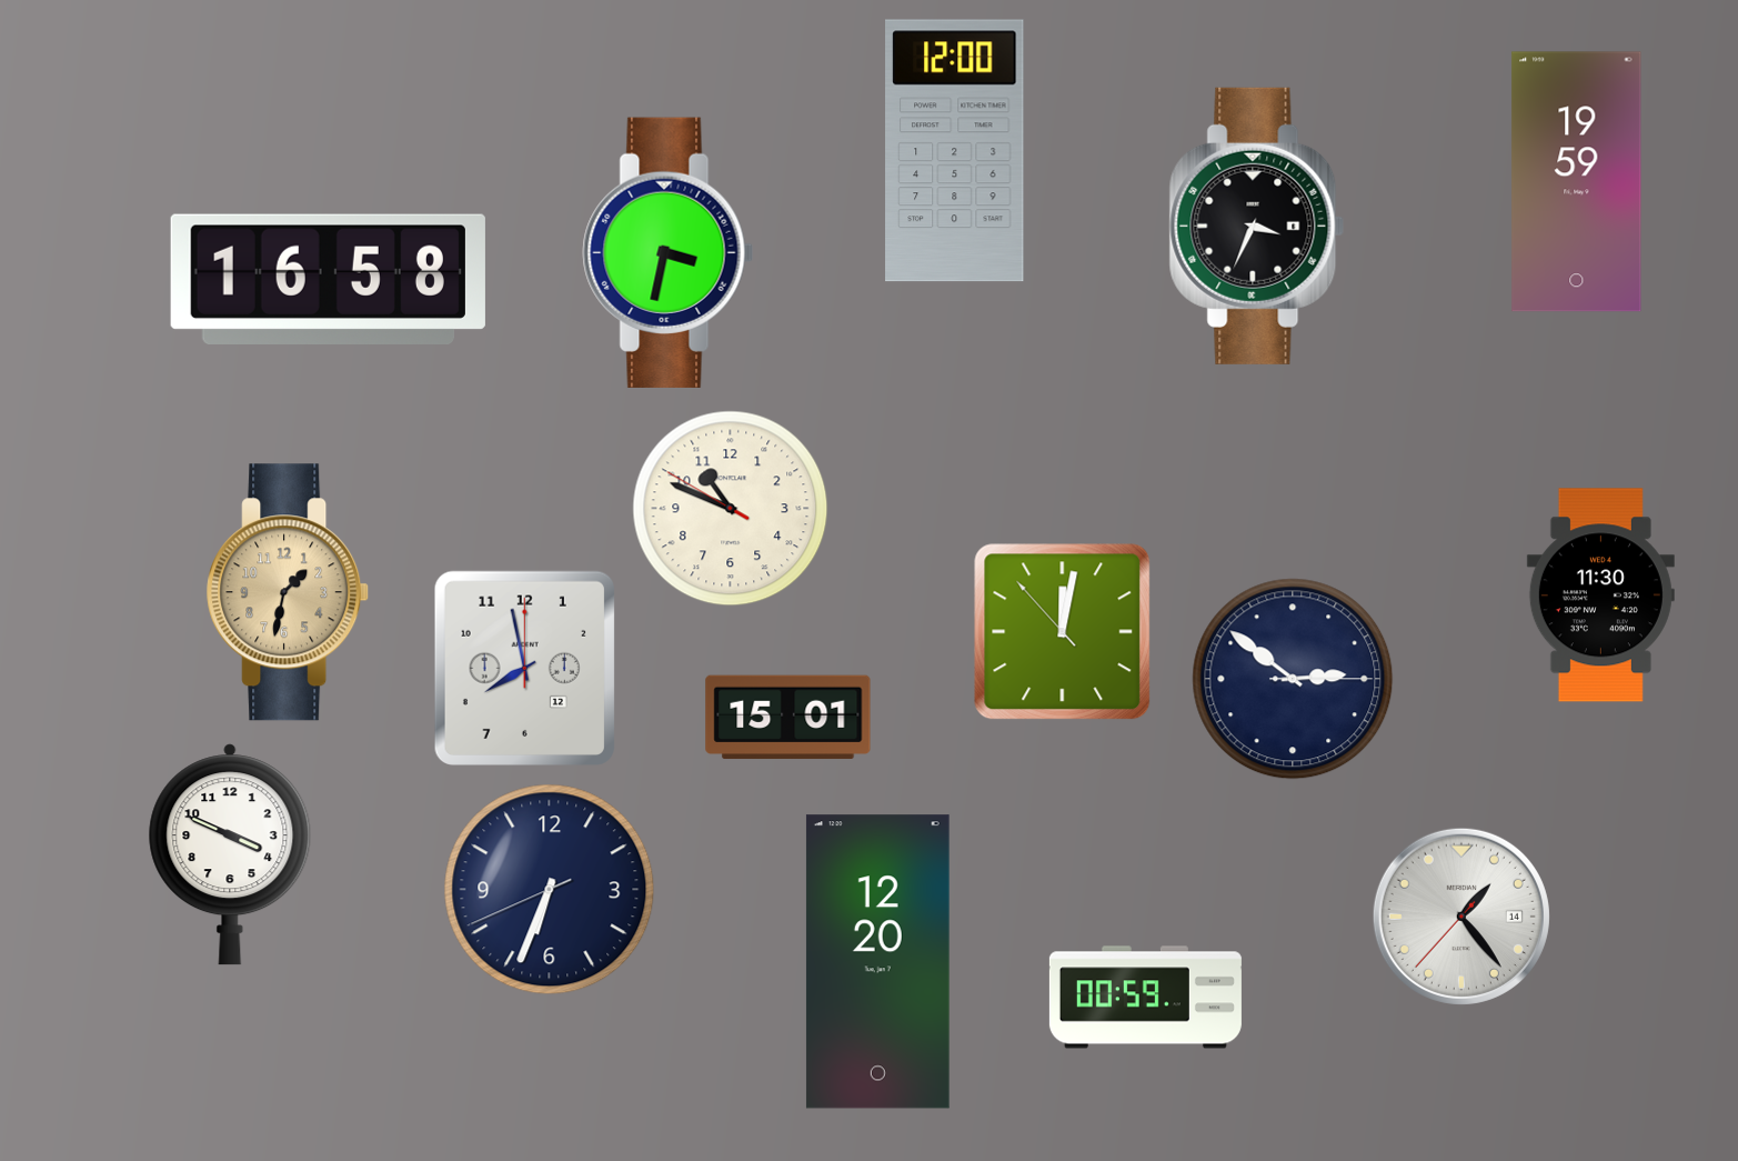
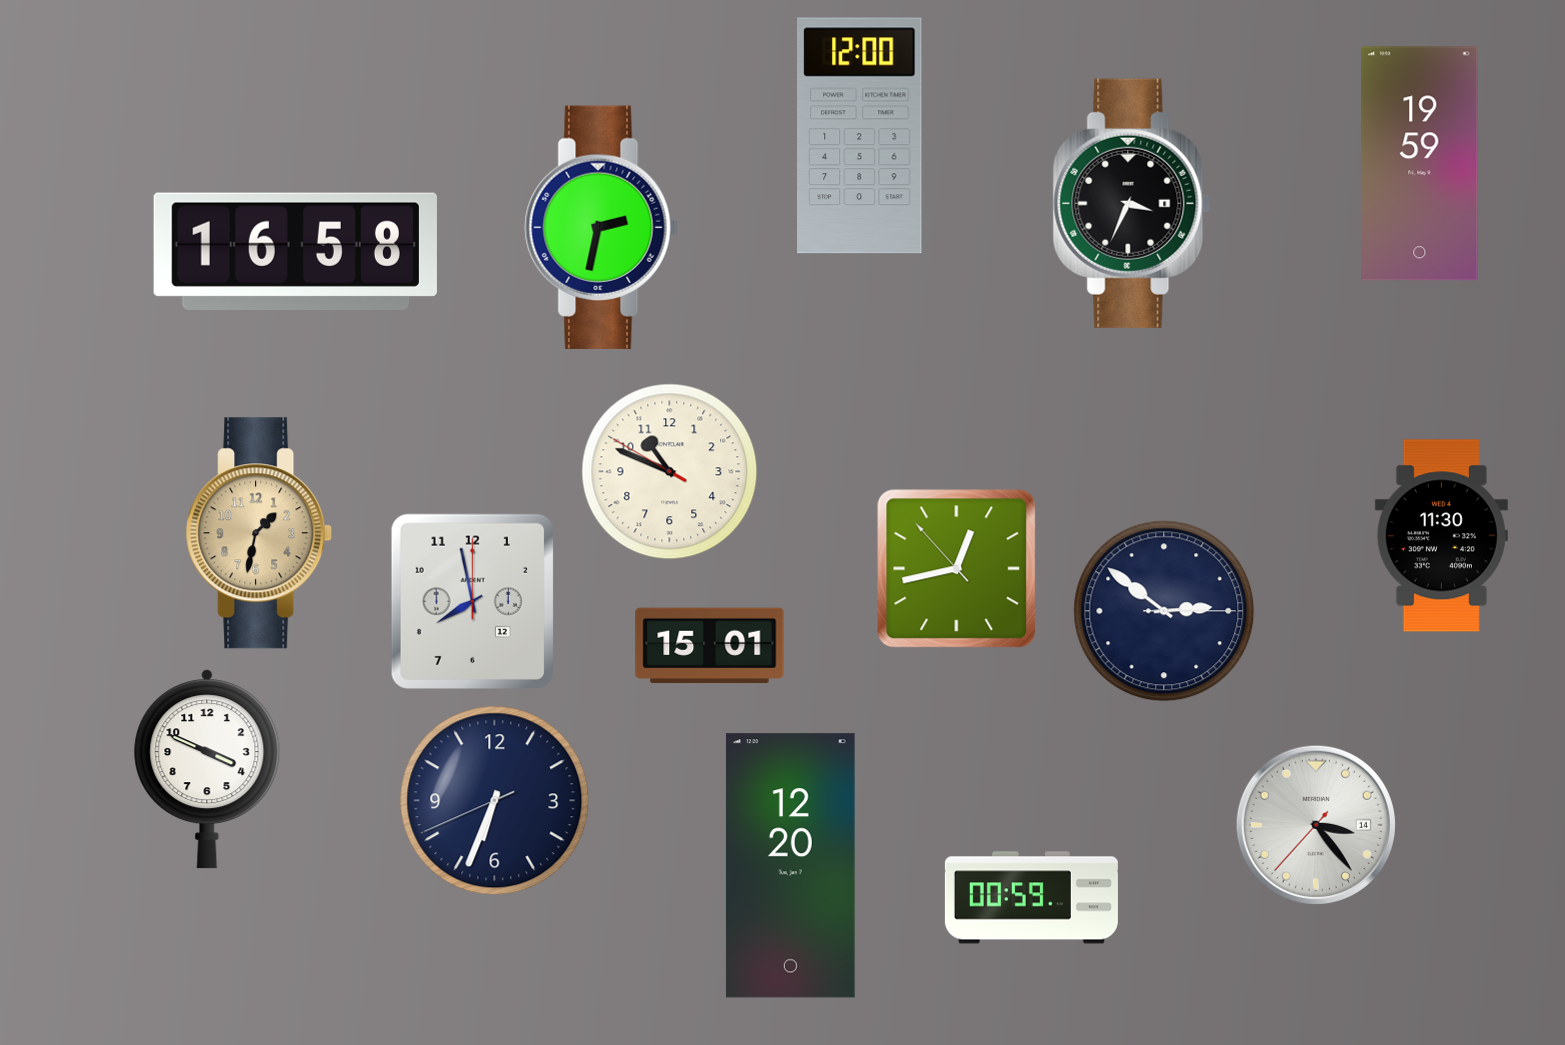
clock at (669, 252): 3:32 -> 2:32
clock at (731, 509) position: (731, 509) -> (670, 472)
clock at (1063, 632): 12:01 -> 12:42
clock at (1461, 917): 1:23 -> 3:23
